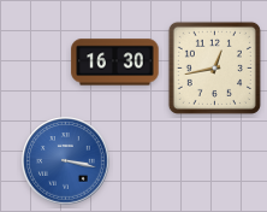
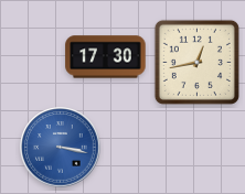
clock at (115, 63): 16:30 -> 17:30
